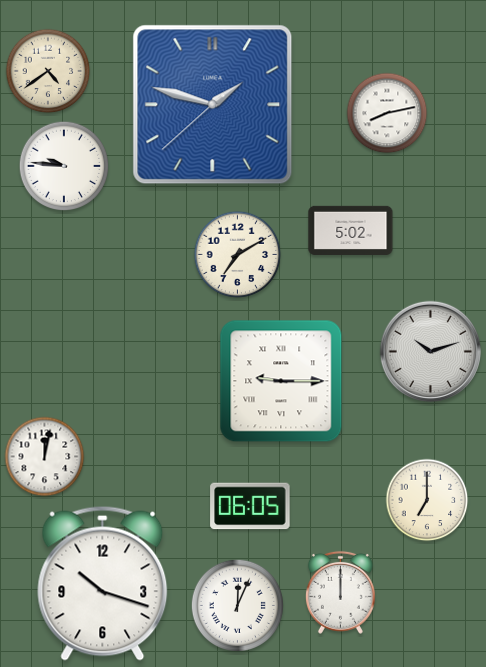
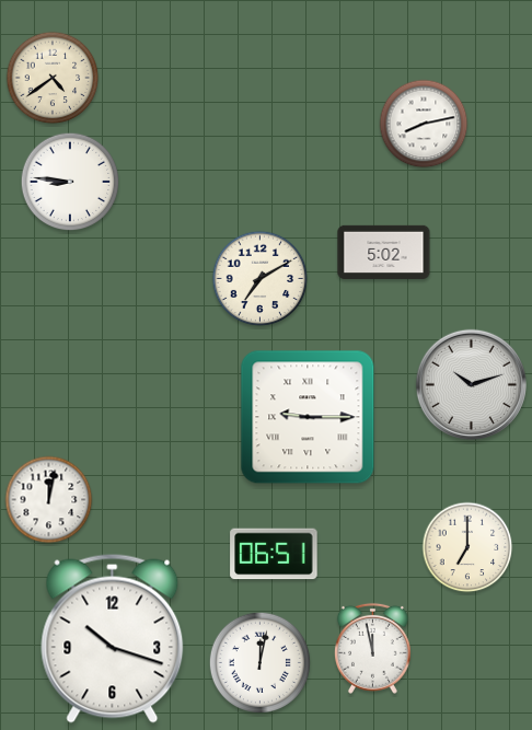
clock at (213, 105): 1:47 -> none
clock at (64, 166): 9:46 -> 8:46
clock at (250, 506): 06:05 -> 06:51
clock at (340, 592): 12:00 -> 11:58
clock at (237, 605): 12:04 -> 12:02
